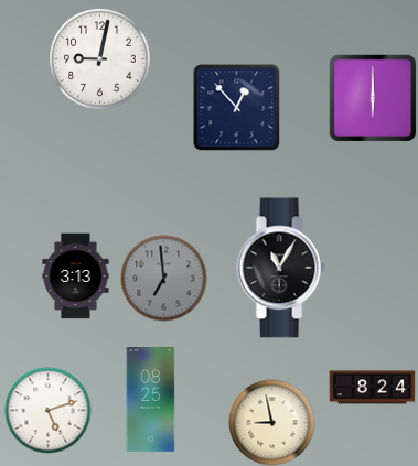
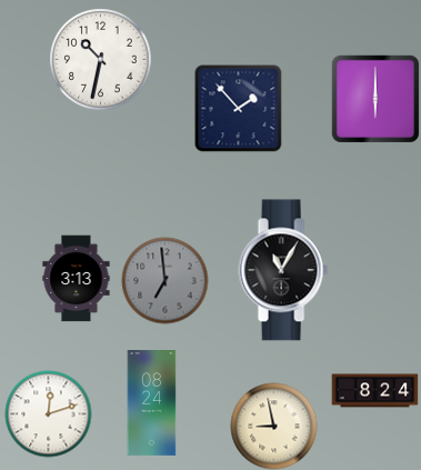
clock at (99, 58): 9:02 -> 10:32
clock at (236, 107): 12:53 -> 1:53
clock at (151, 400): 08:25 -> 08:24
clock at (47, 410): 5:12 -> 12:12
